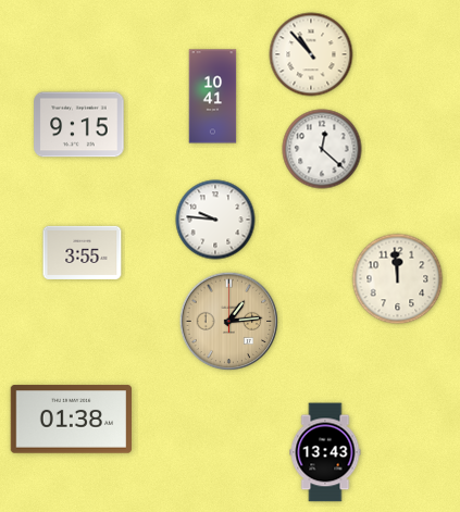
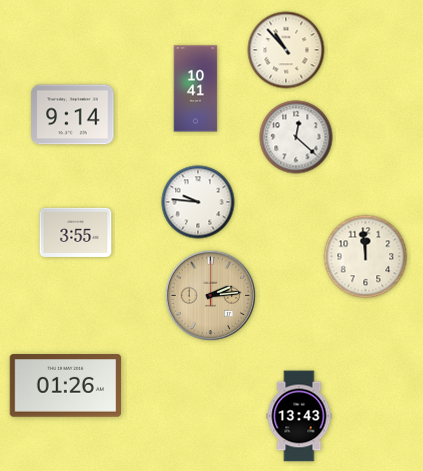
clock at (79, 125): 9:15 -> 9:14
clock at (229, 322): 1:14 -> 2:14
clock at (71, 420): 01:38 -> 01:26
